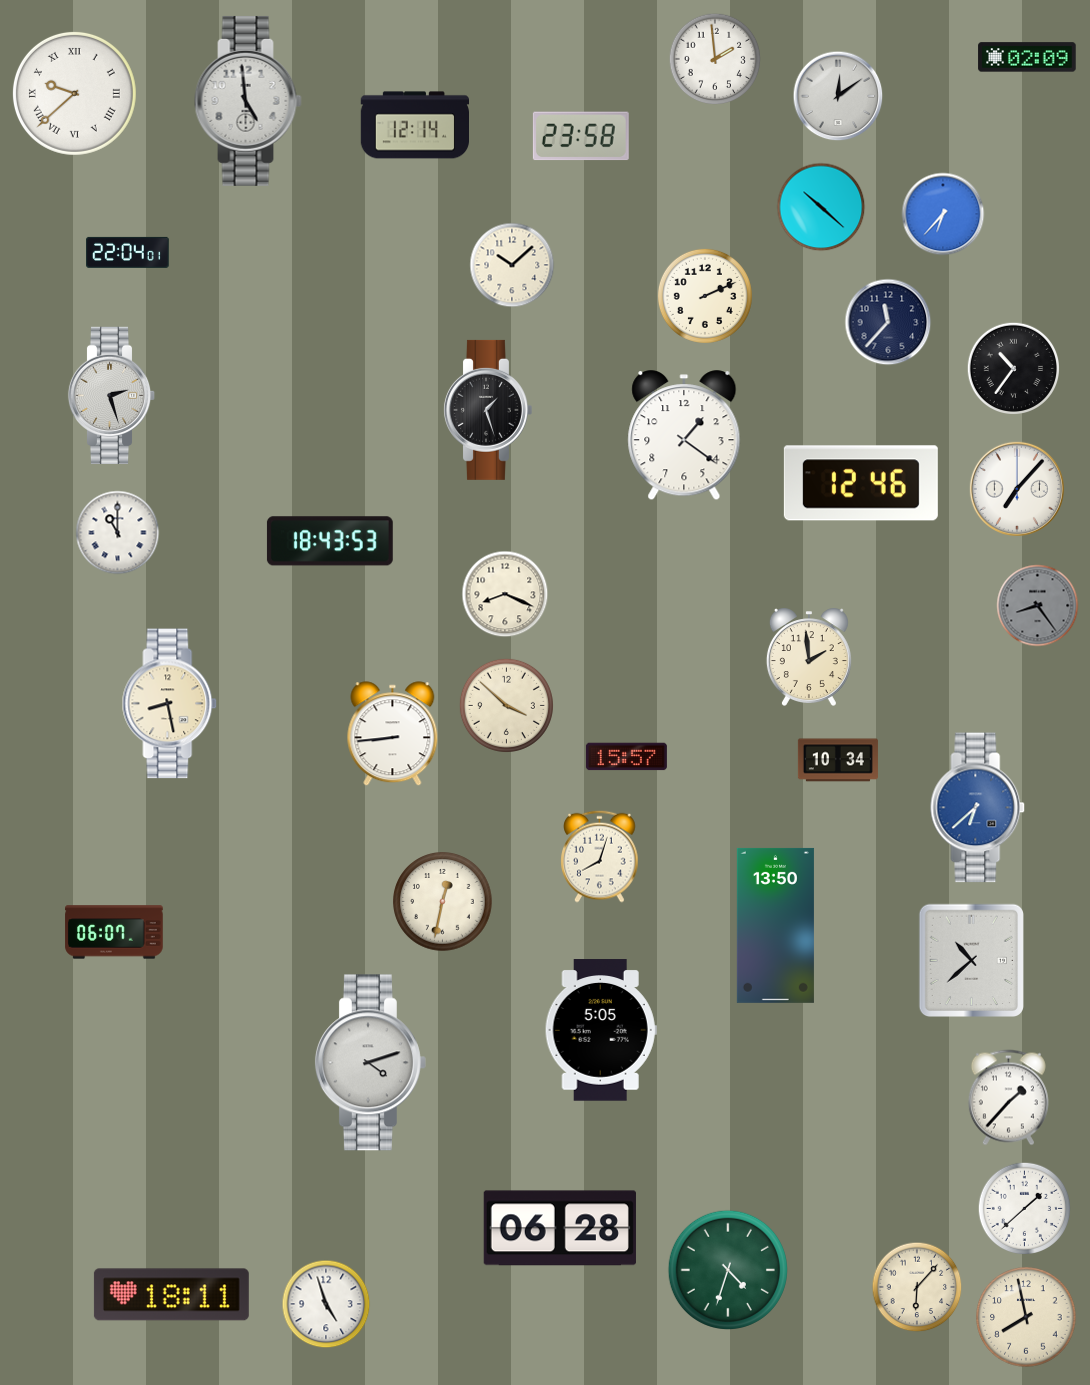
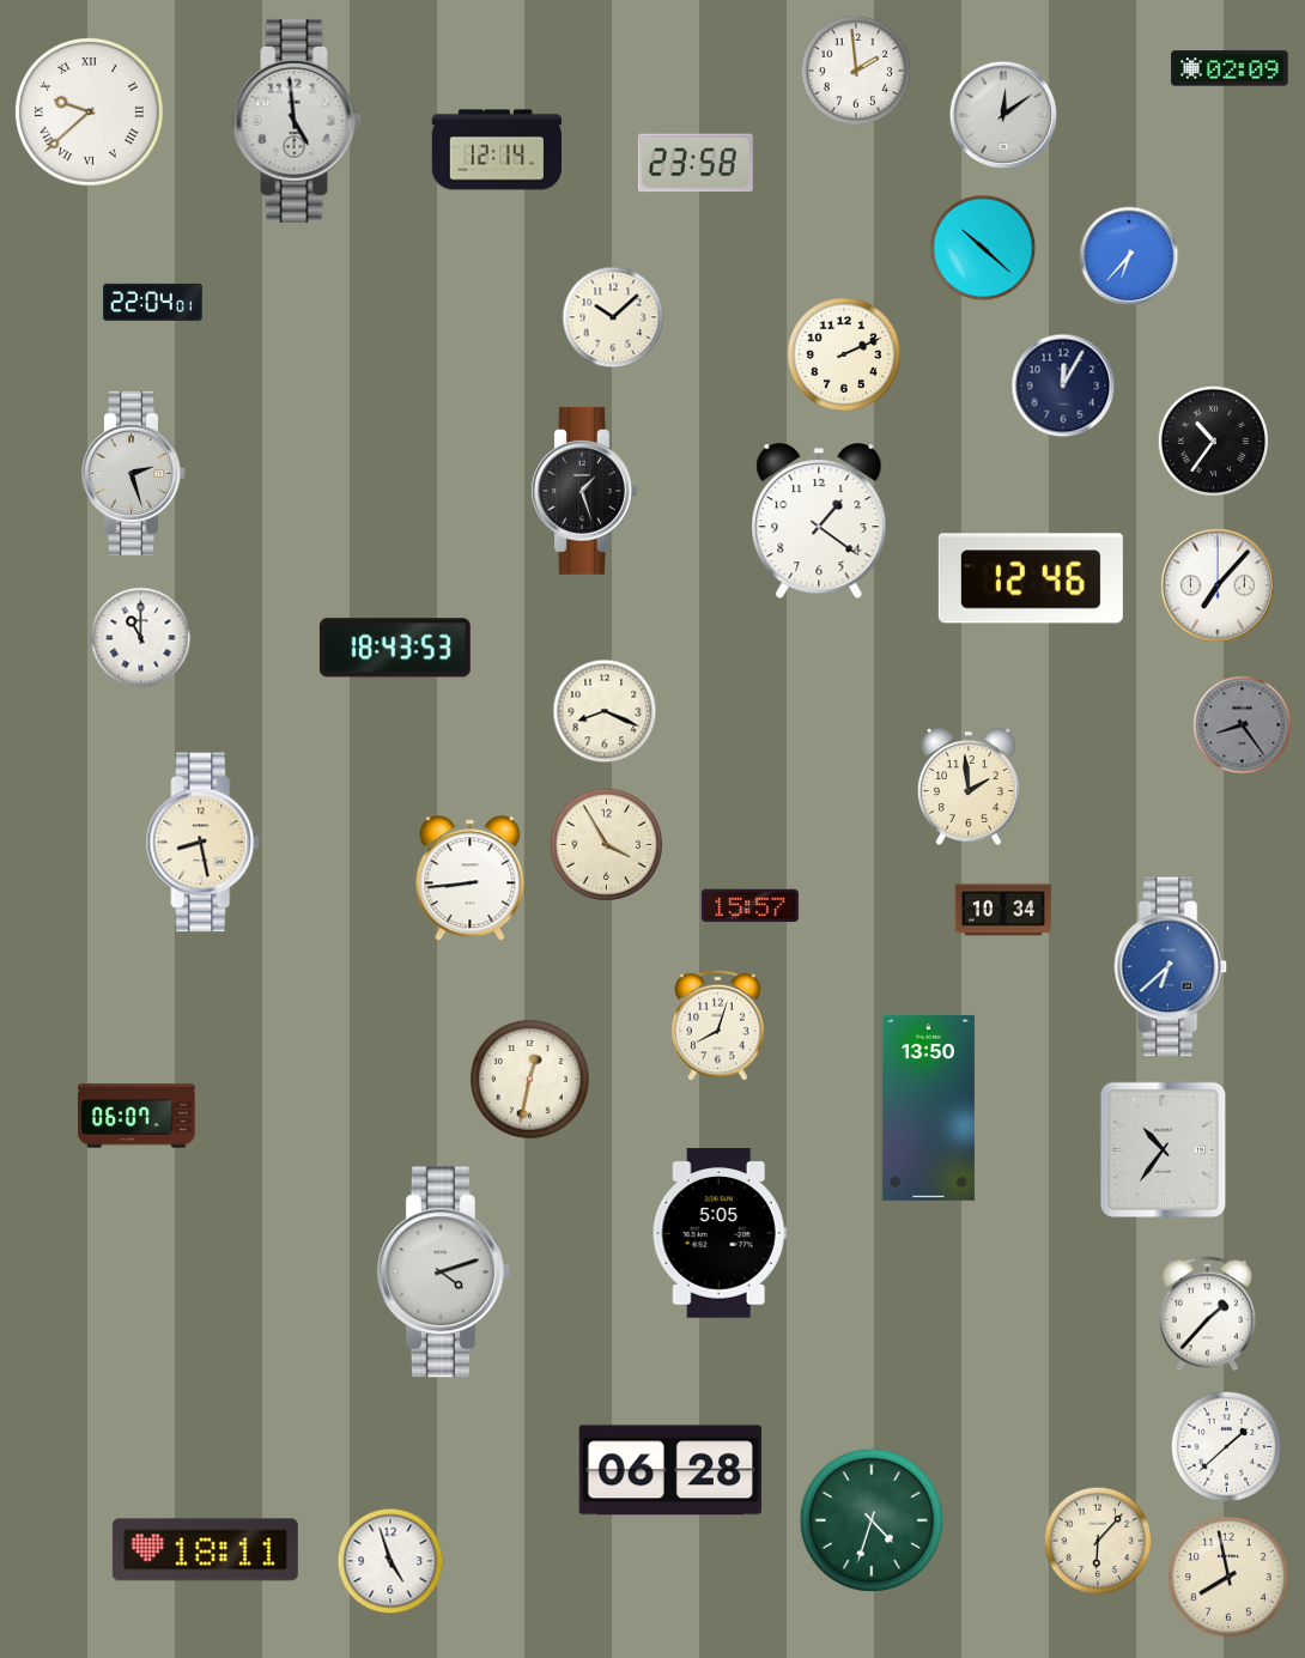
clock at (888, 322): 11:37 -> 12:05
clock at (506, 705): 3:52 -> 3:55
clock at (971, 960): 10:38 -> 10:36
